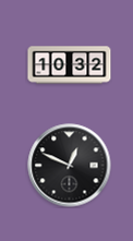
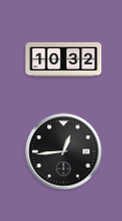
clock at (70, 166): 12:49 -> 12:44
